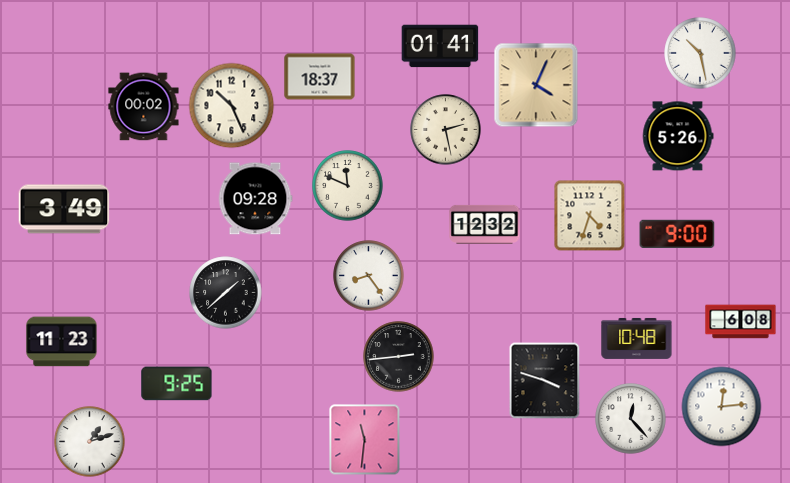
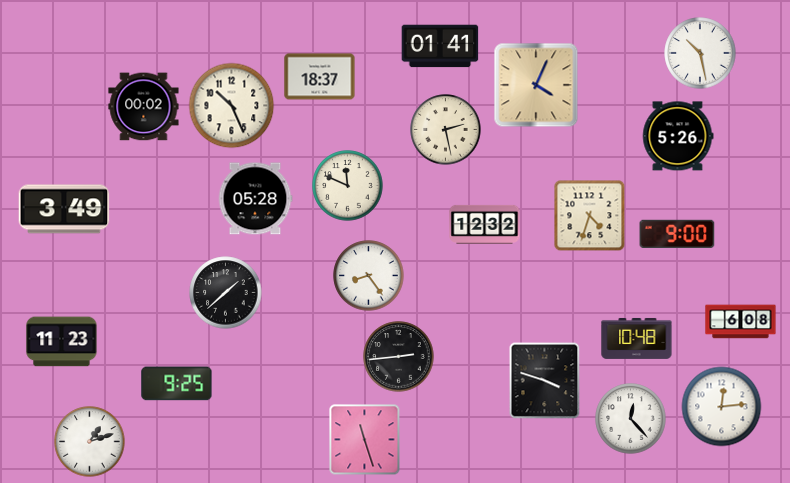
clock at (255, 199): 09:28 -> 05:28
clock at (365, 440): 11:31 -> 11:27
